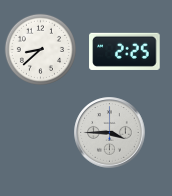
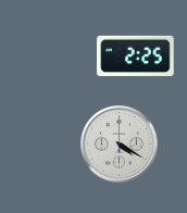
clock at (40, 49): 8:38 -> none
clock at (110, 133): 3:45 -> 4:20
